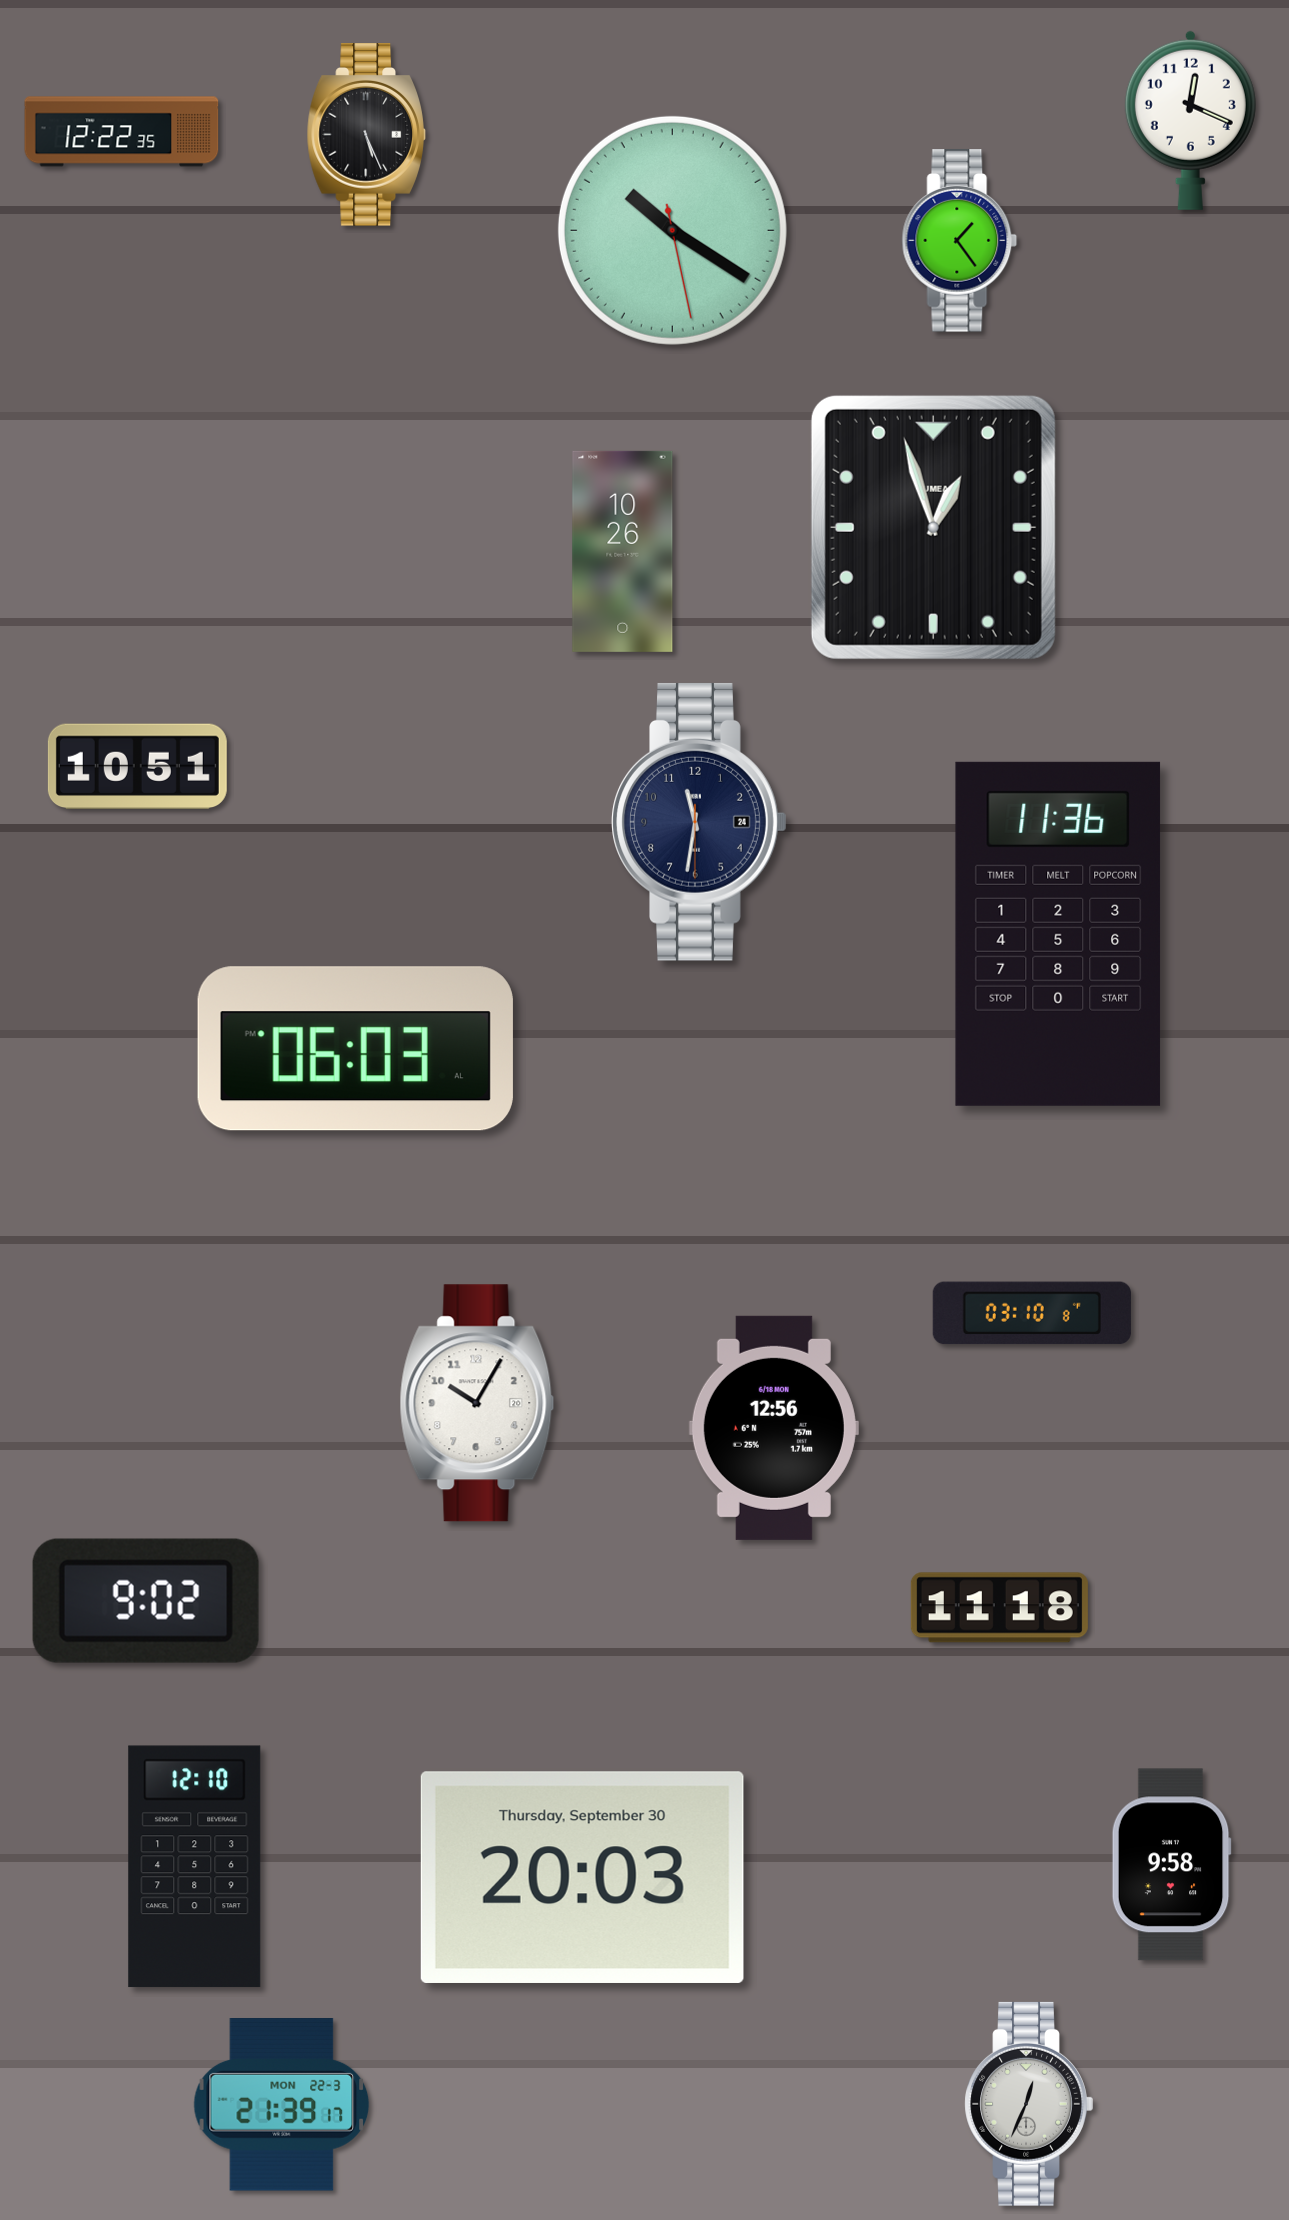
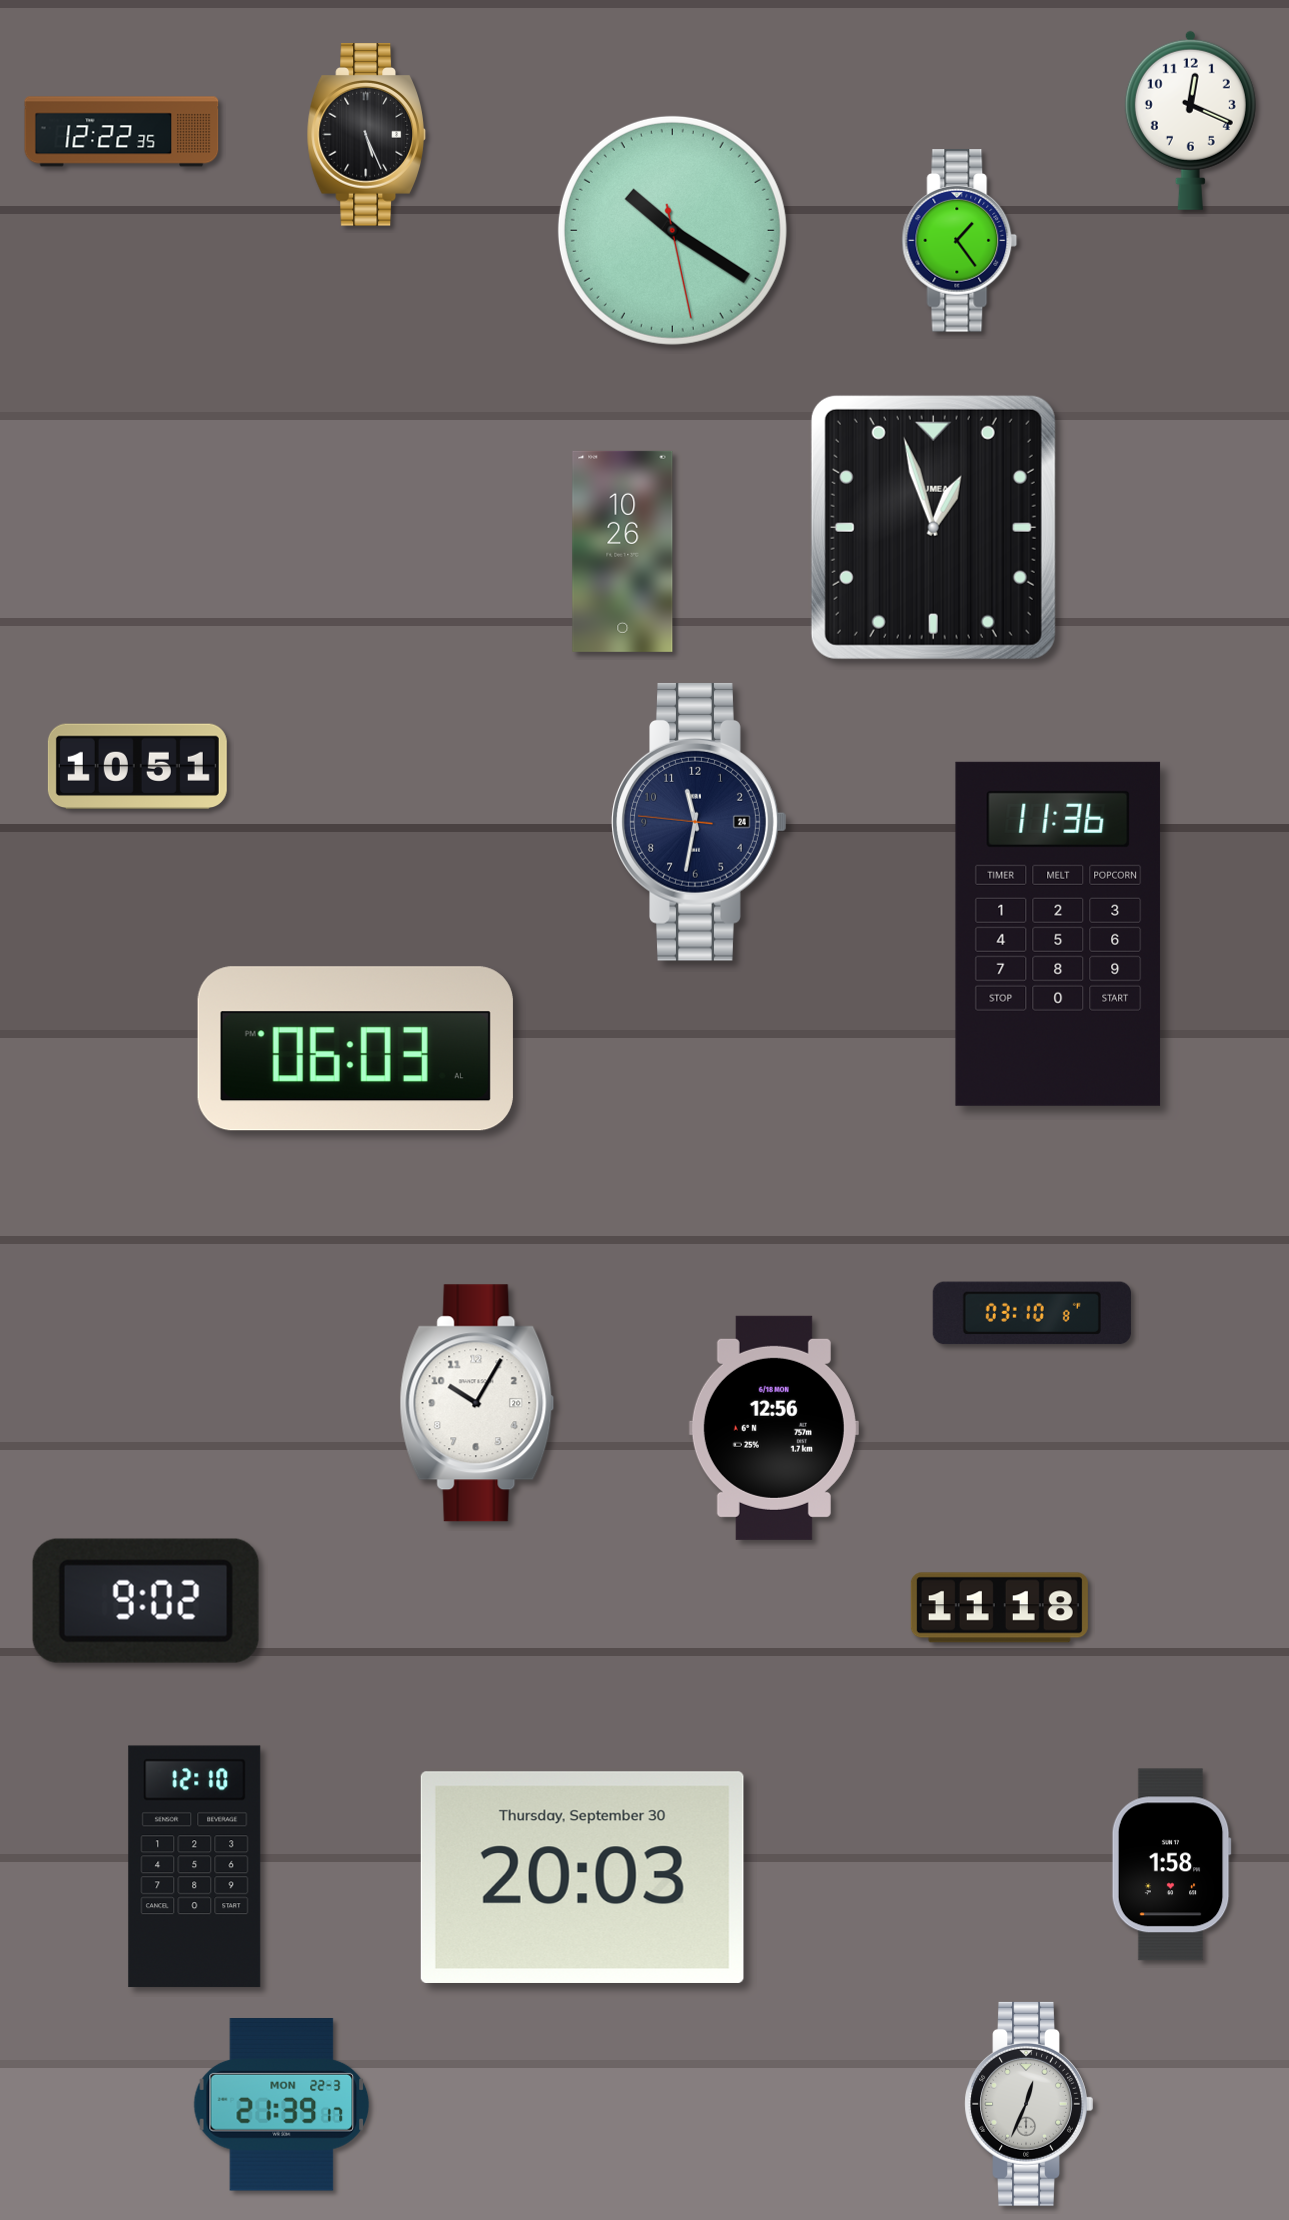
clock at (699, 822): 11:31:30 -> 11:31:46
clock at (1171, 1865): 9:58 -> 1:58
